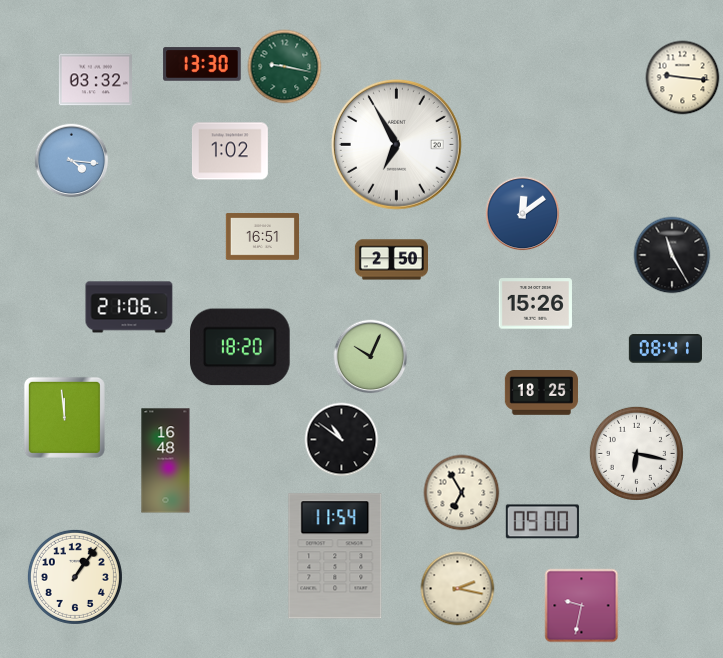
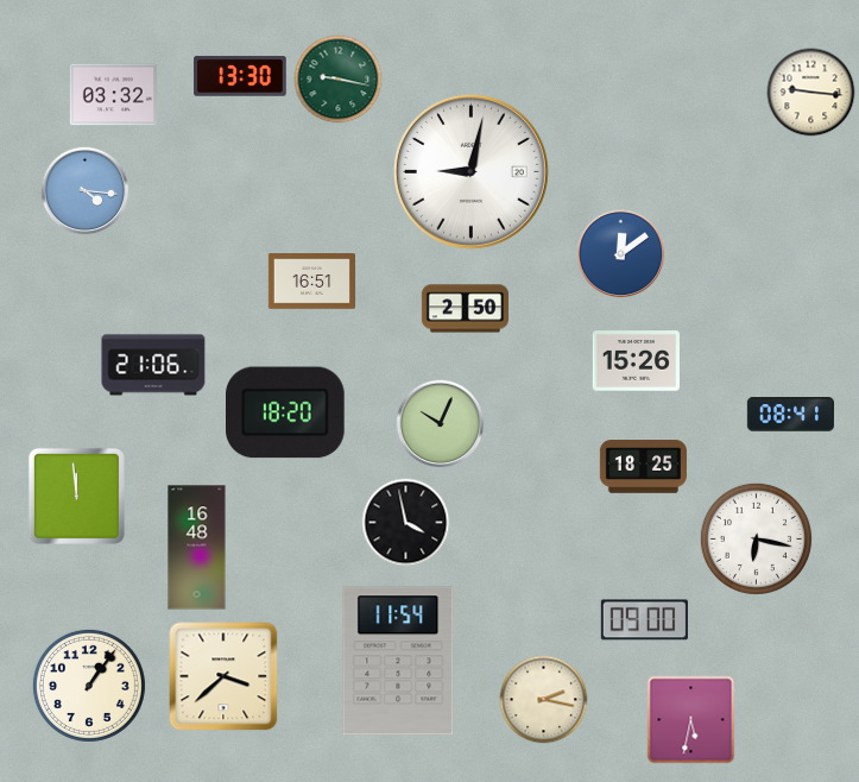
clock at (396, 144): 6:55 -> 9:02
clock at (230, 151): 1:02 -> none
clock at (672, 255): 11:25 -> none
clock at (342, 440): 10:51 -> 3:58
clock at (462, 493): 6:55 -> none
clock at (223, 676): none -> 3:38
clock at (582, 606): 9:32 -> 5:32
